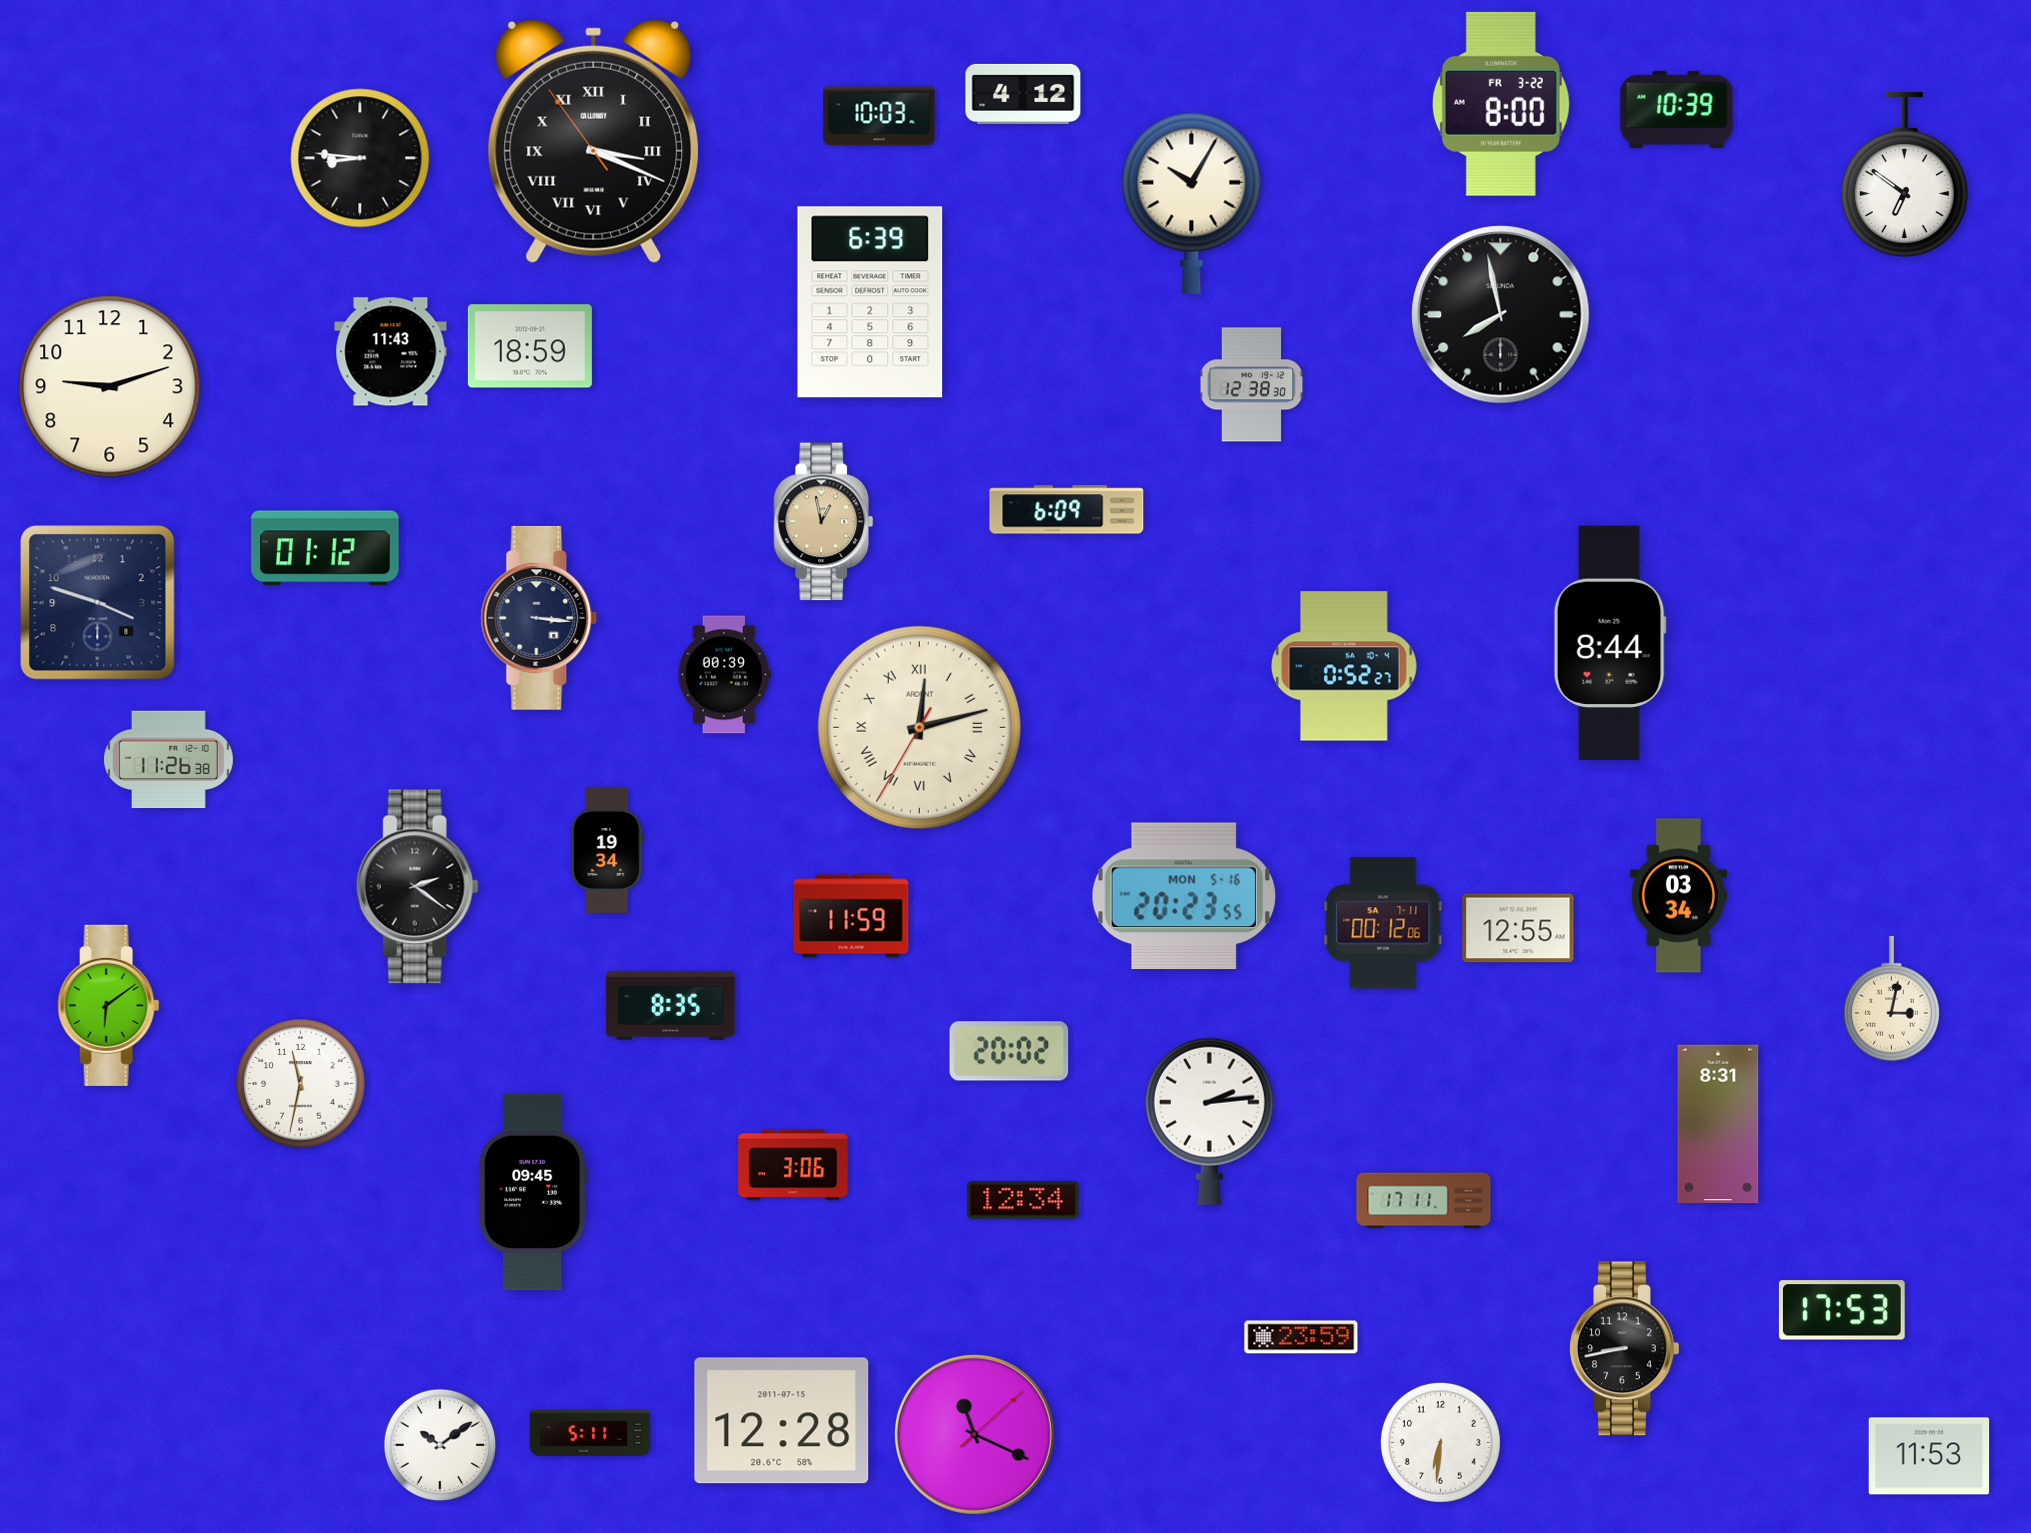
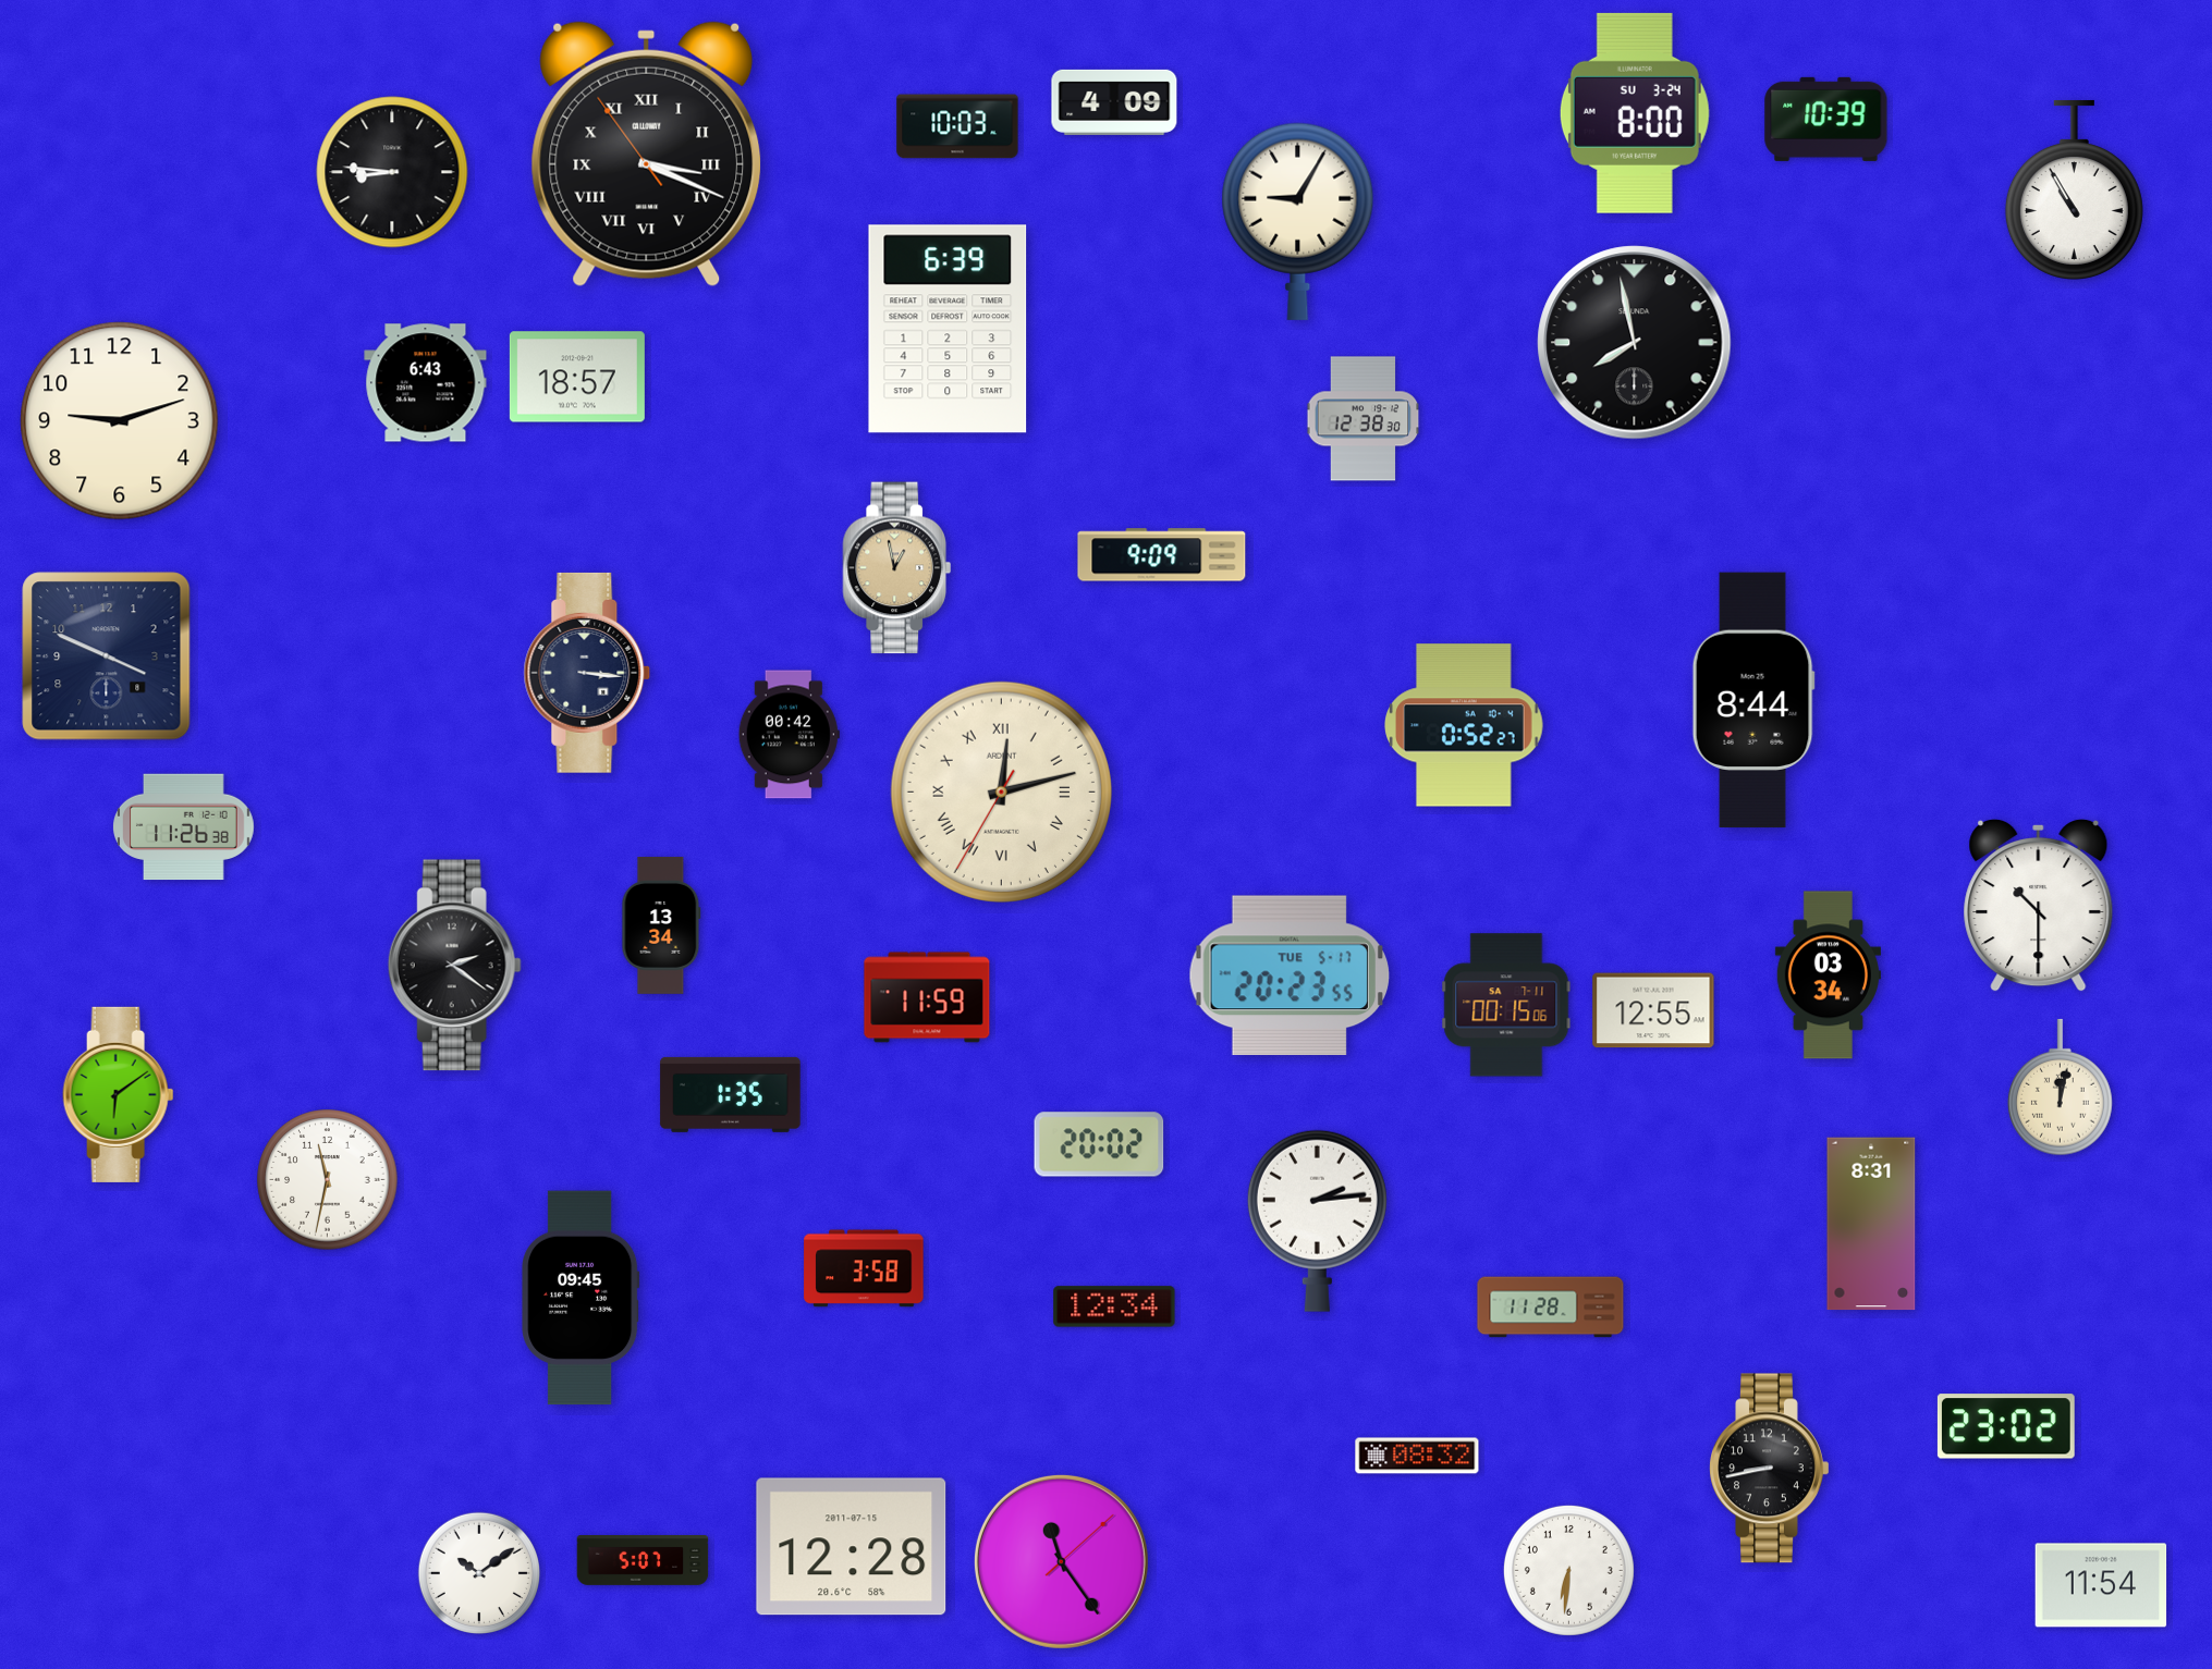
clock at (1023, 94): 4:12 -> 4:09
clock at (1501, 104) date: FR 3-22 -> SU 3-24
clock at (1904, 174): 6:51 -> 10:55
clock at (1192, 203): 10:05 -> 9:05
clock at (530, 346): 18:59 -> 18:57
clock at (391, 352): 11:43 -> 6:43
clock at (1067, 510): 6:09 -> 9:09
clock at (325, 548): 01:12 -> none
clock at (98, 603): 3:48 -> 3:49
clock at (724, 675): 00:39 -> 00:42
clock at (2039, 905): none -> 10:30
clock at (607, 850): 19:34 -> 13:34
clock at (1183, 896) date: MON 5-16 -> TUE 5-17
clock at (1383, 923): 00:12 -> 00:15
clock at (1892, 999): 3:02 -> 12:02
clock at (671, 1005): 8:35 -> 1:35
clock at (793, 1165): 3:06 -> 3:58
clock at (1424, 1201): 17:11 -> 11:28
clock at (1842, 1310): 17:53 -> 23:02
clock at (1301, 1337): 23:59 -> 08:32
clock at (590, 1434): 5:11 -> 5:07
clock at (974, 1434): 11:19 -> 11:24
clock at (1929, 1456): 11:53 -> 11:54
